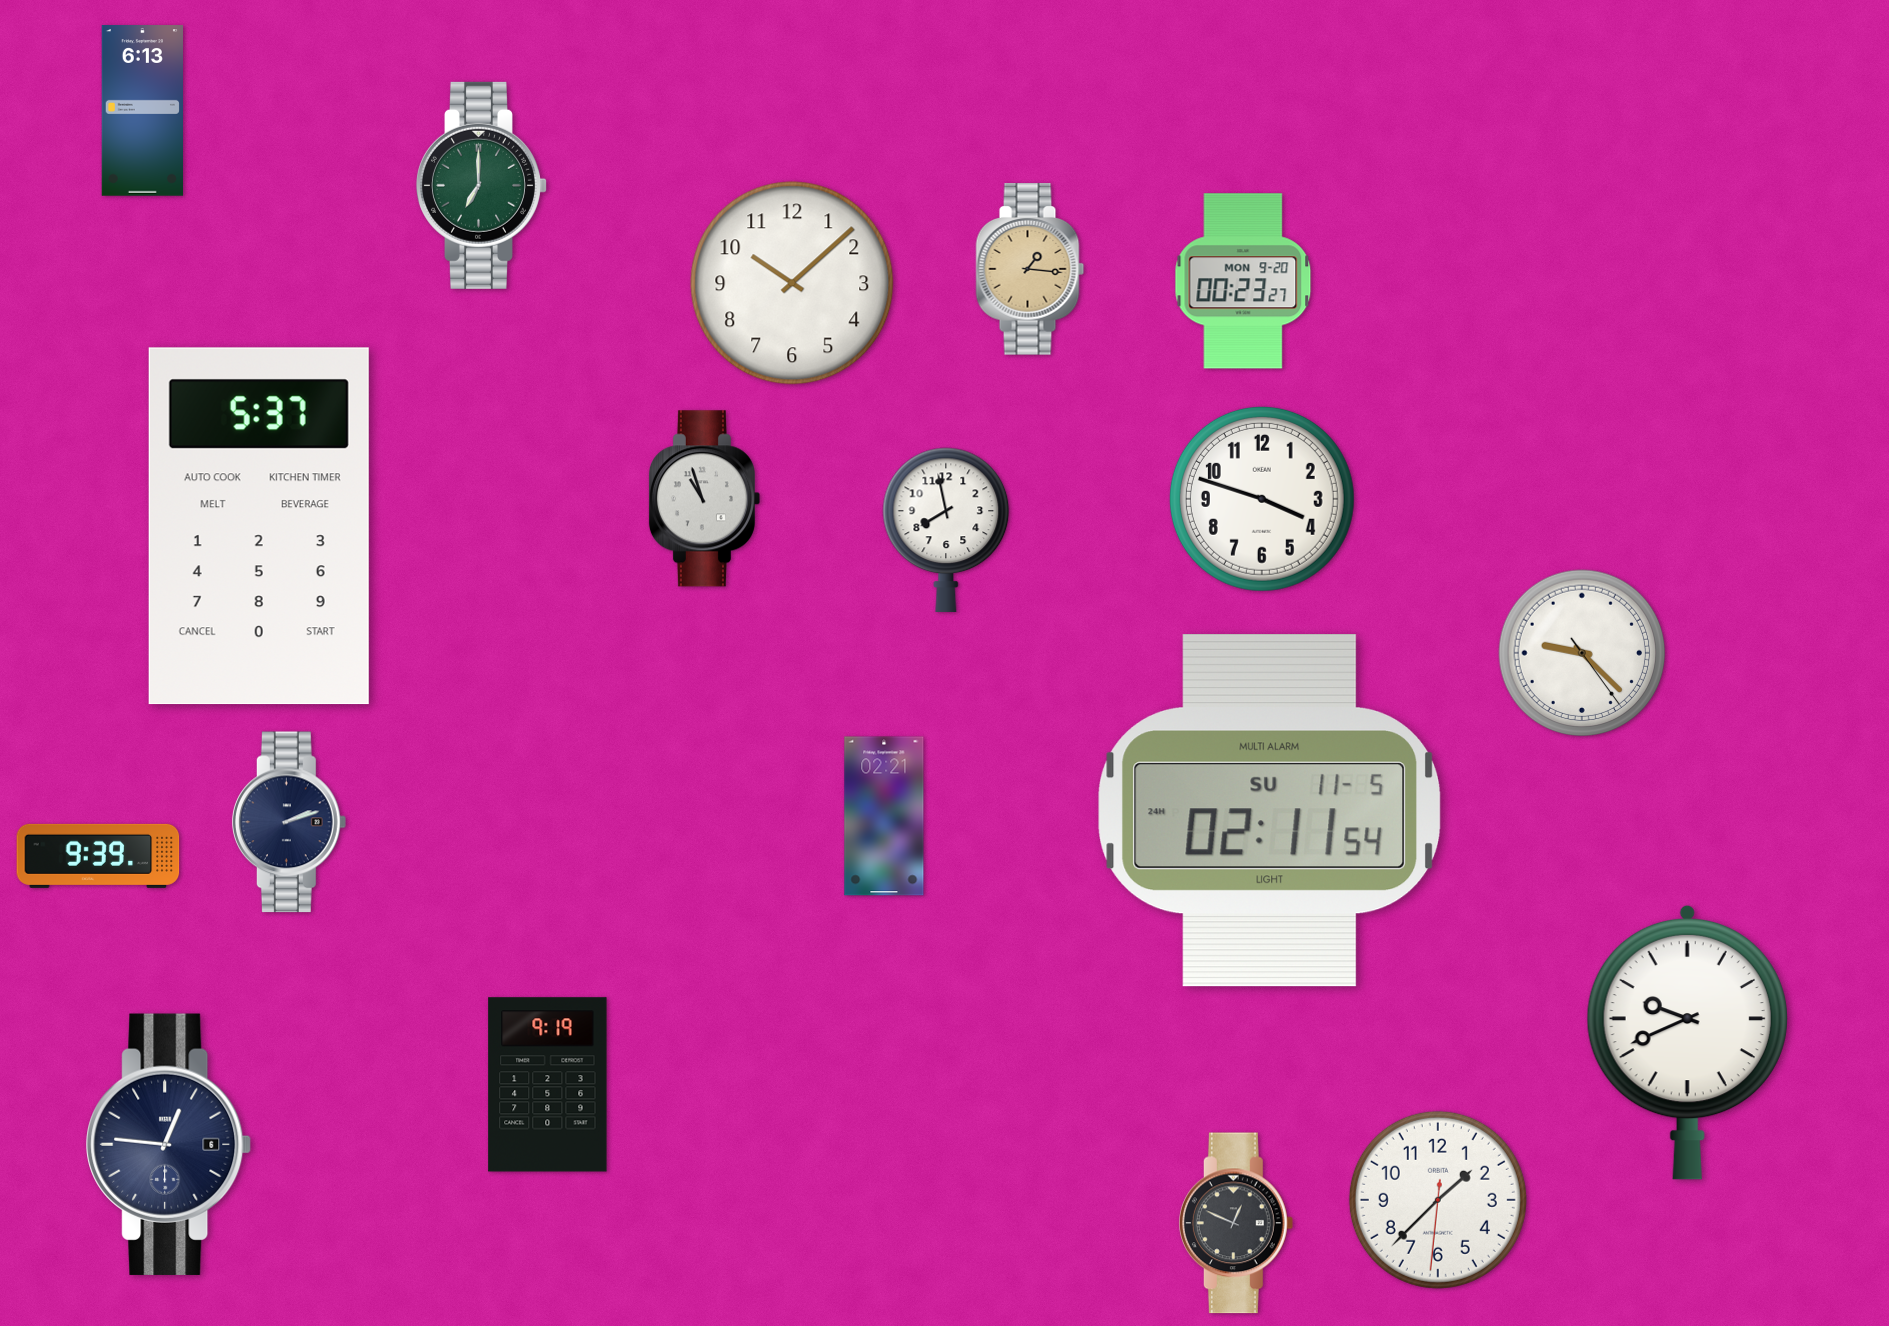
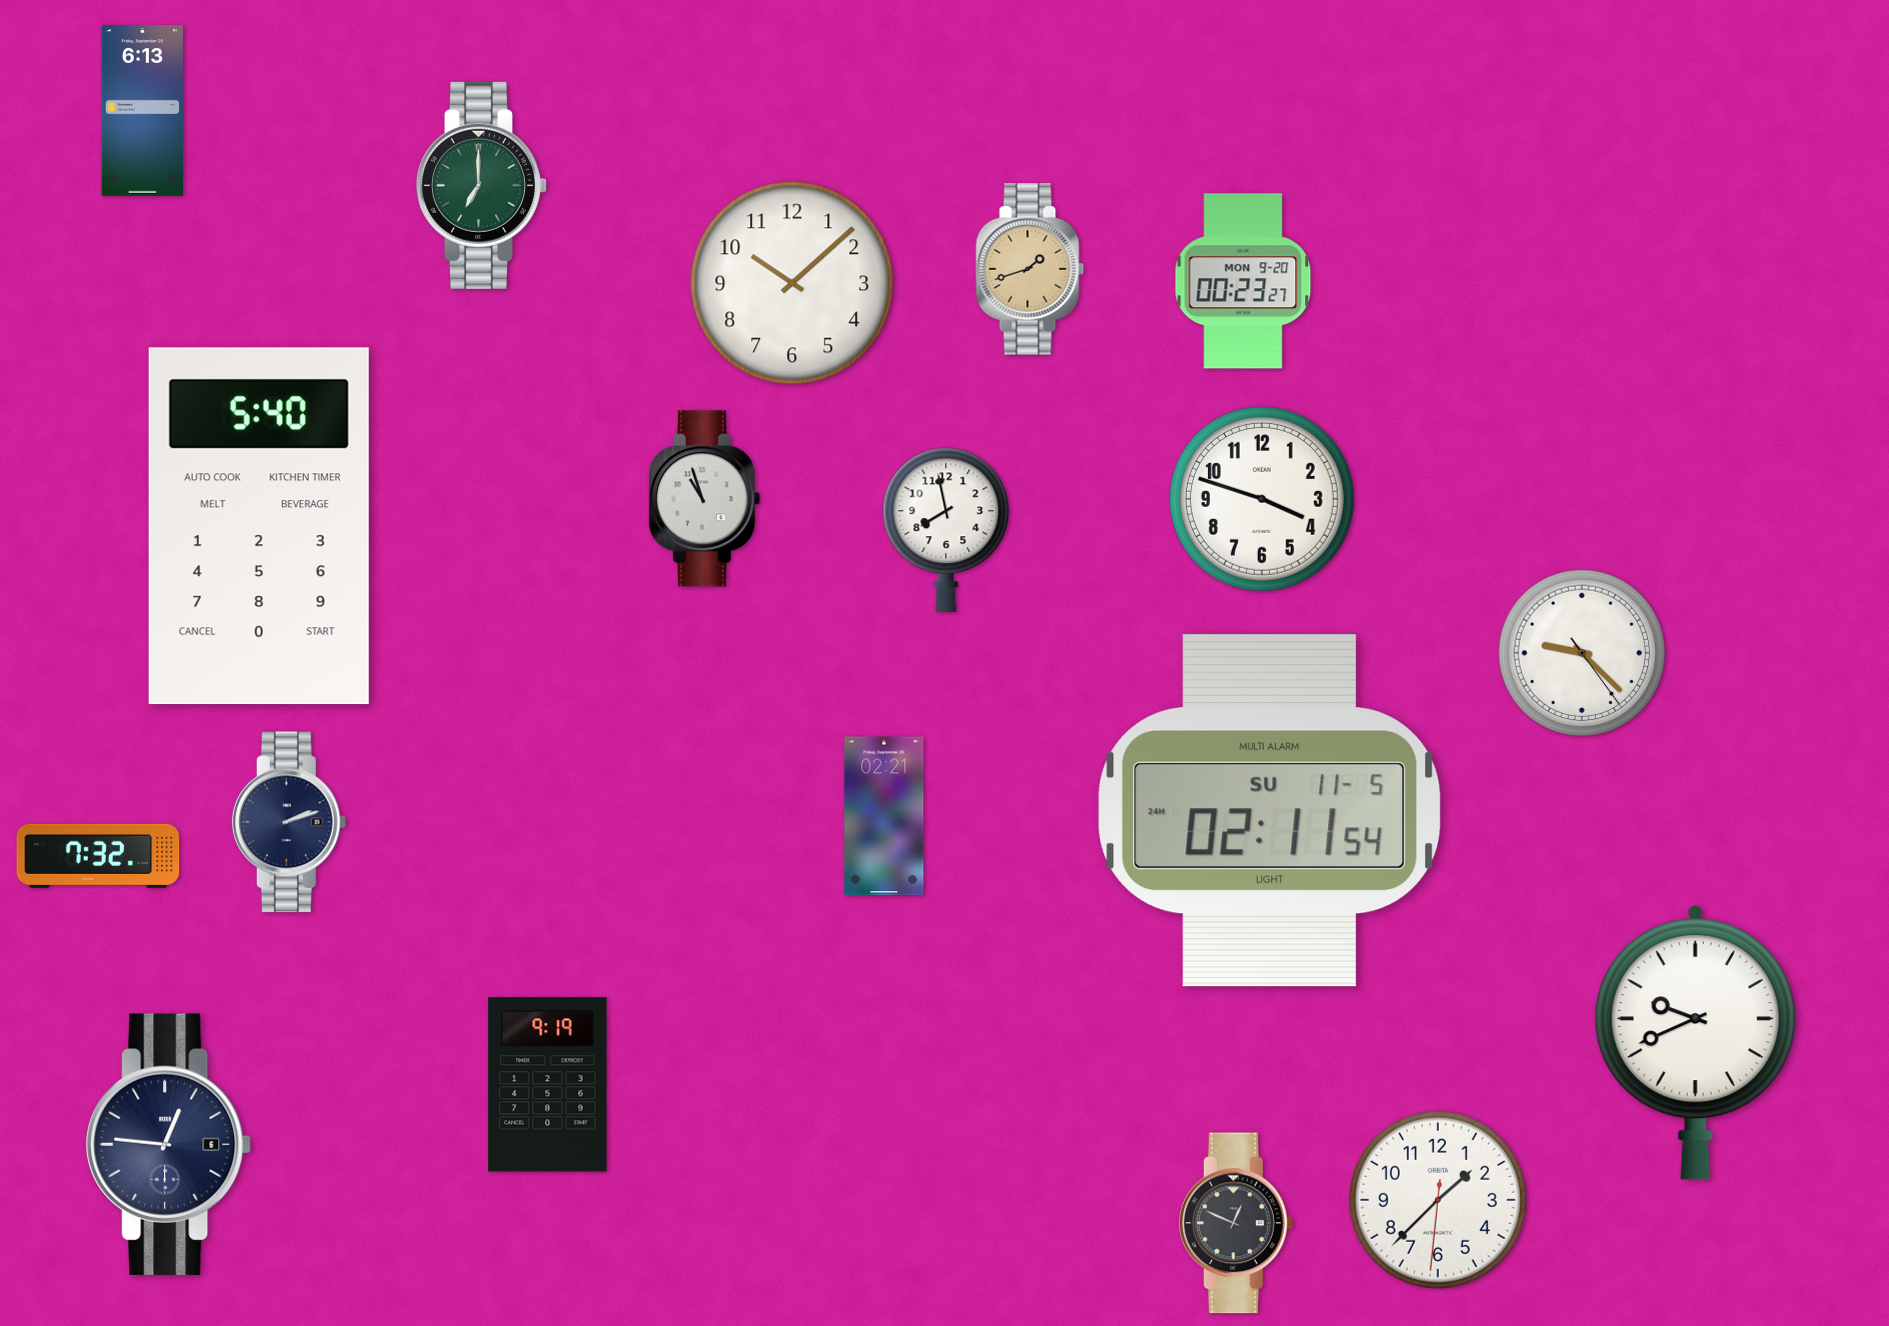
clock at (1030, 269): 1:16 -> 1:42
clock at (259, 526): 5:37 -> 5:40
clock at (98, 856): 9:39 -> 7:32
clock at (1687, 1042) position: (1687, 1042) -> (1695, 1042)
